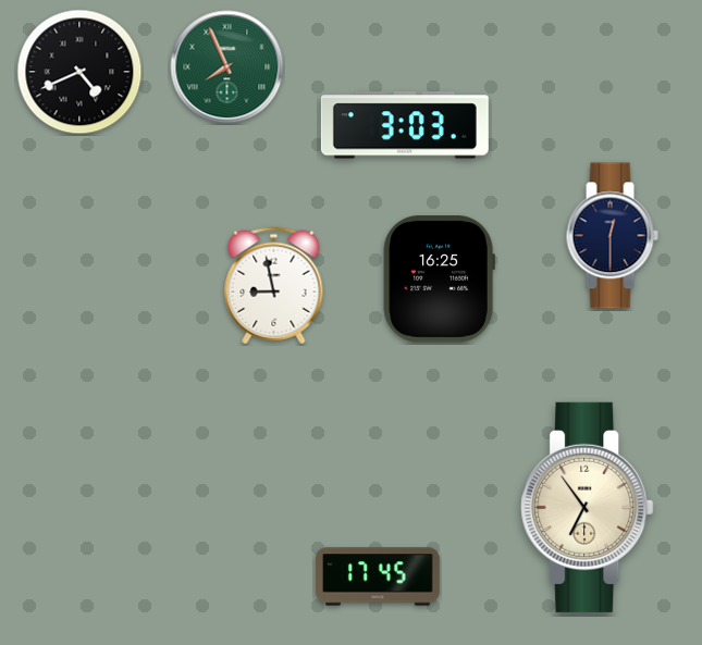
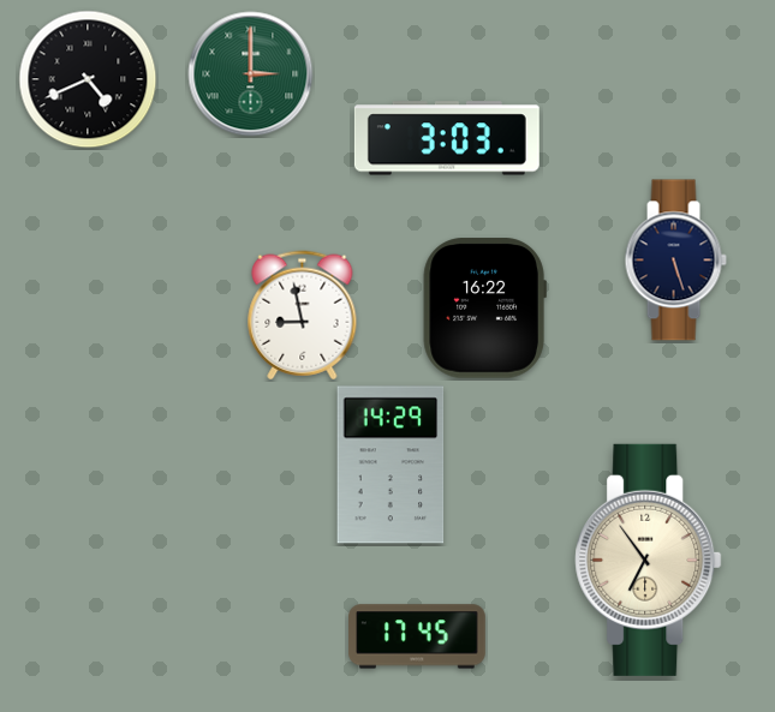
clock at (227, 67): 7:56 -> 3:00
clock at (612, 236): 12:30 -> 5:27
clock at (439, 280): 16:25 -> 16:22
clock at (391, 465): none -> 14:29
